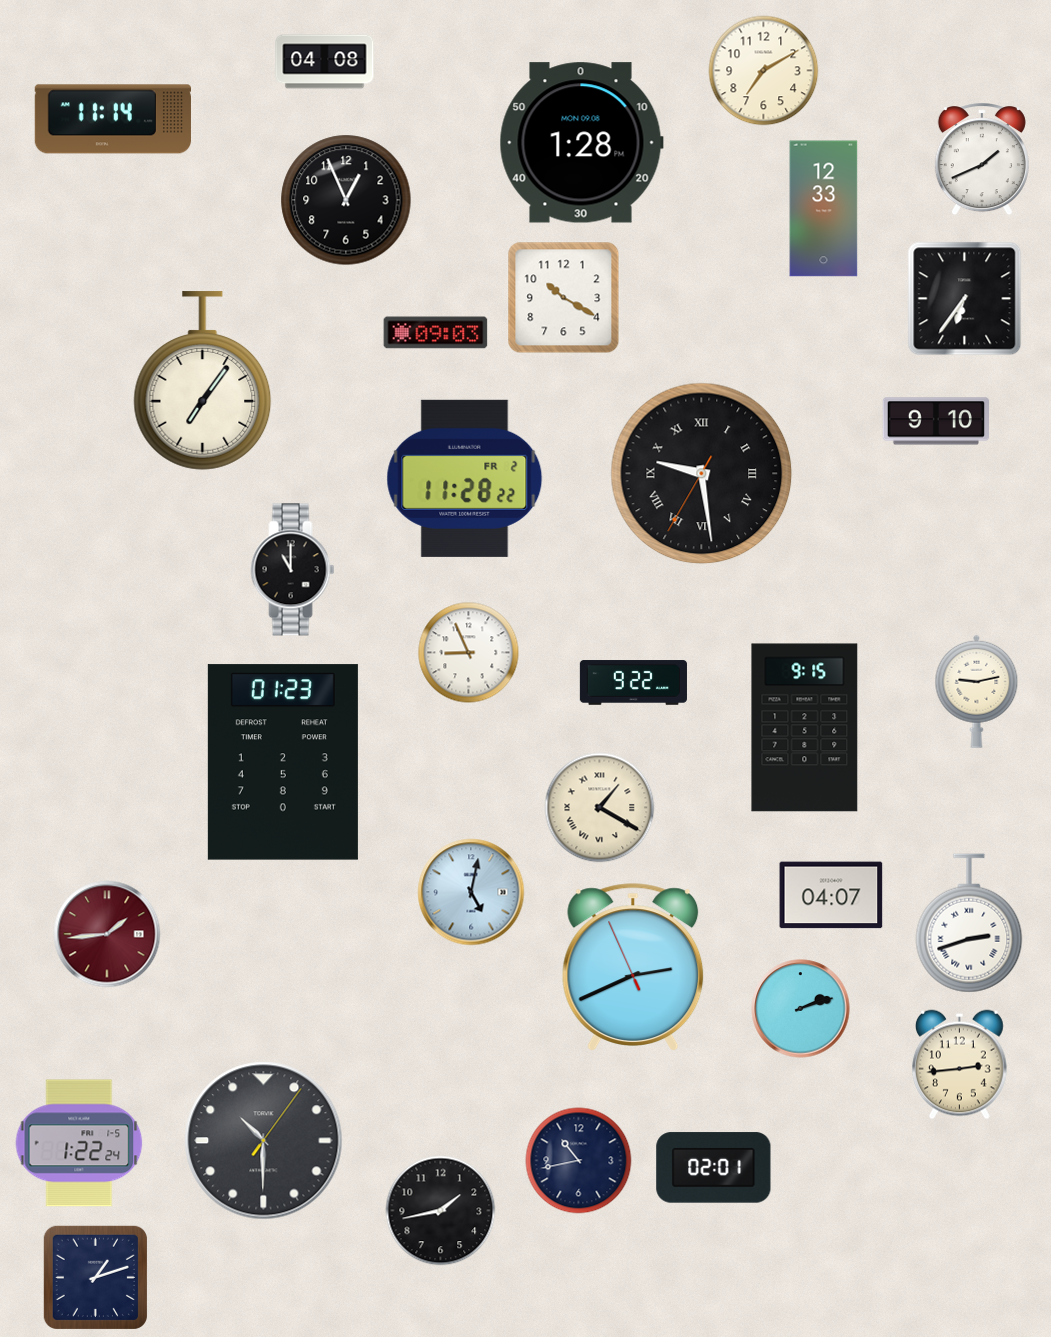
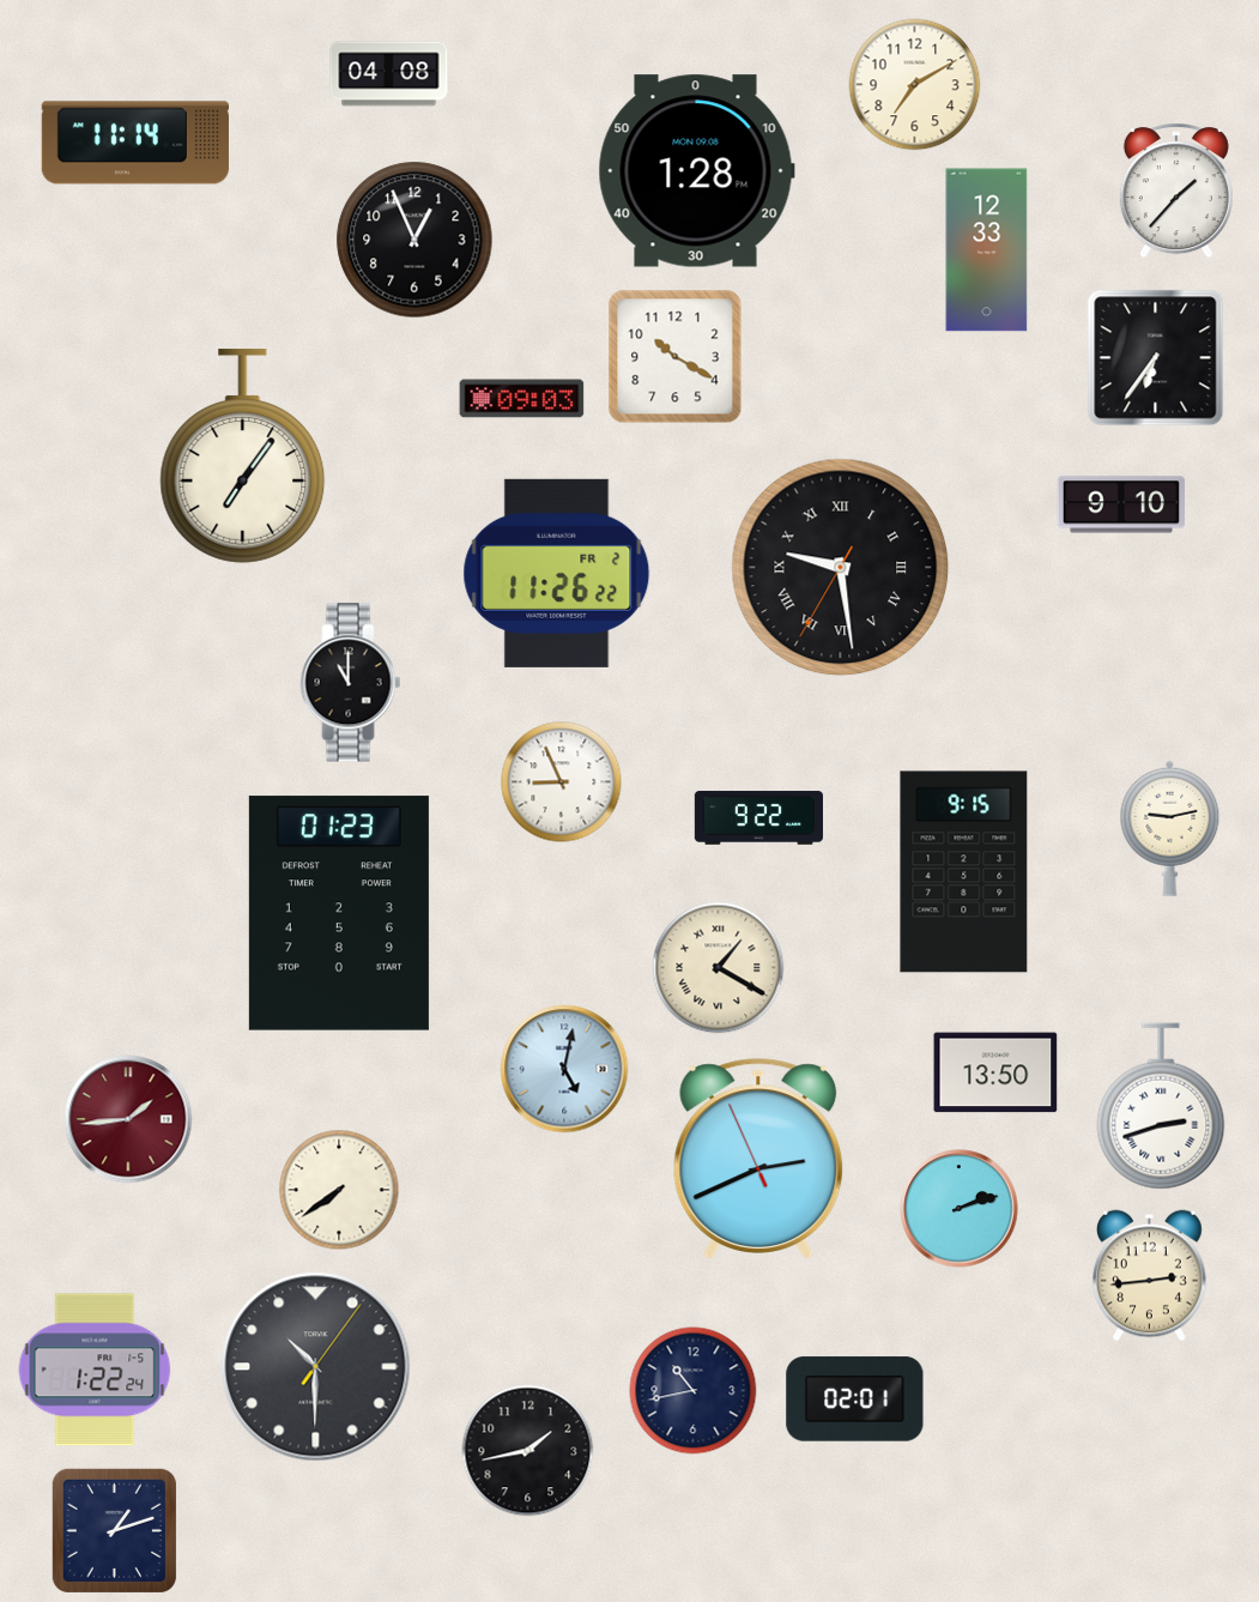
clock at (982, 160): 1:41 -> 1:37
clock at (465, 478): 11:28 -> 11:26
clock at (831, 895): 04:07 -> 13:50
clock at (339, 1190): none -> 7:39
